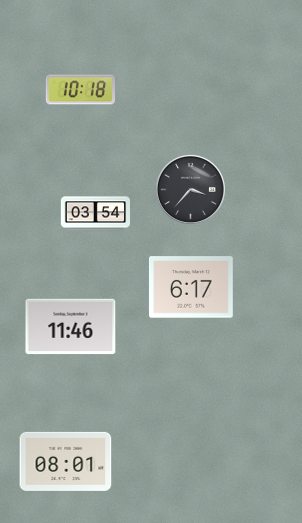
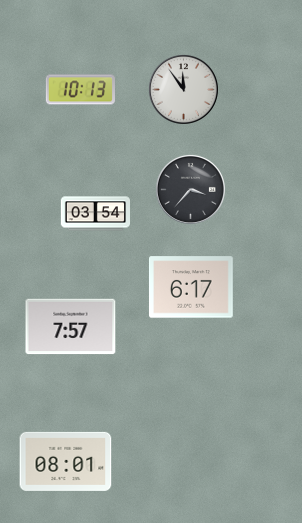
clock at (183, 89): none -> 11:54
clock at (80, 90): 10:18 -> 10:13
clock at (71, 327): 11:46 -> 7:57
